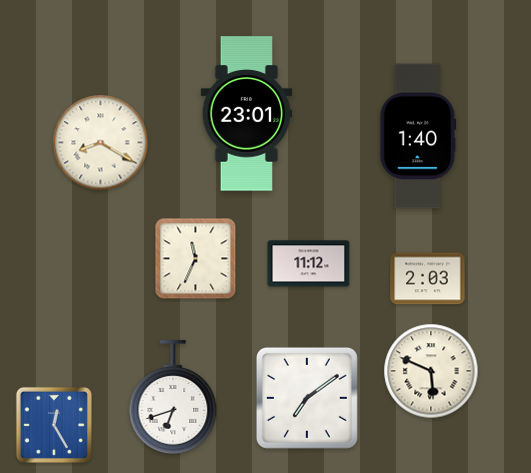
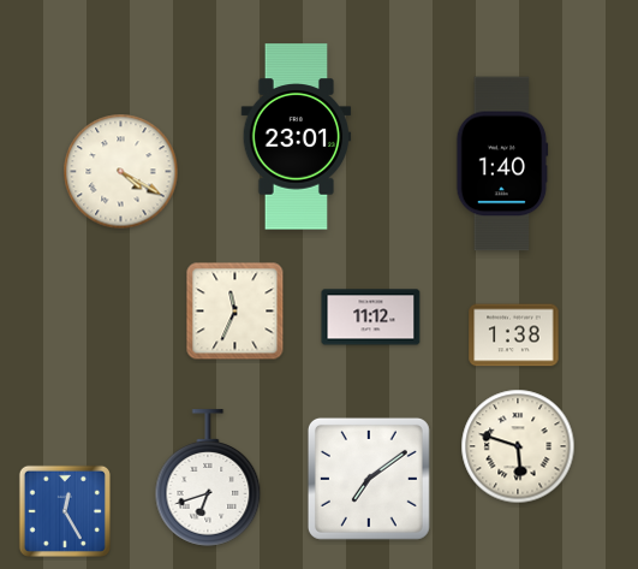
clock at (101, 143): 8:20 -> 4:20
clock at (428, 279): 2:03 -> 1:38
clock at (431, 371): 5:49 -> 5:48
